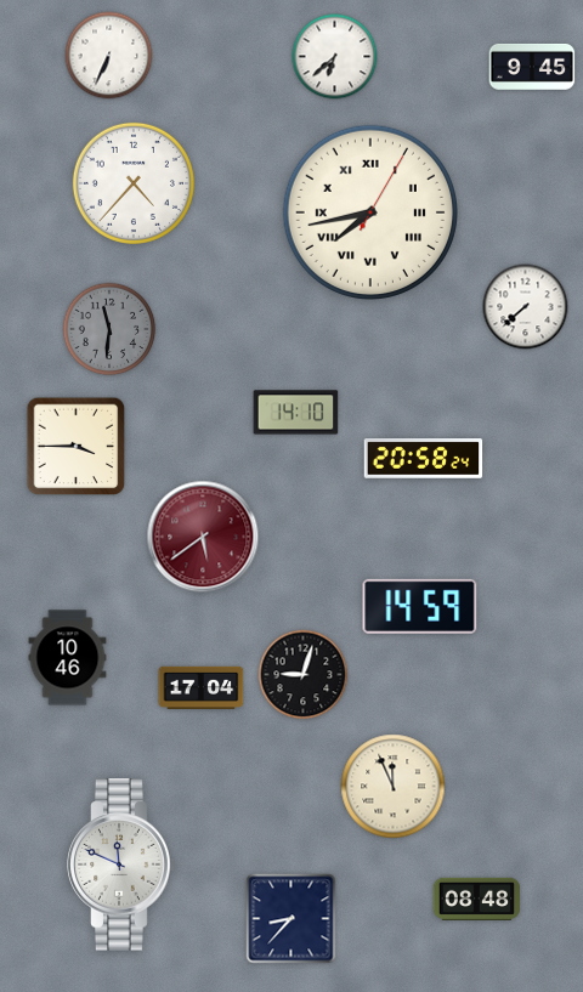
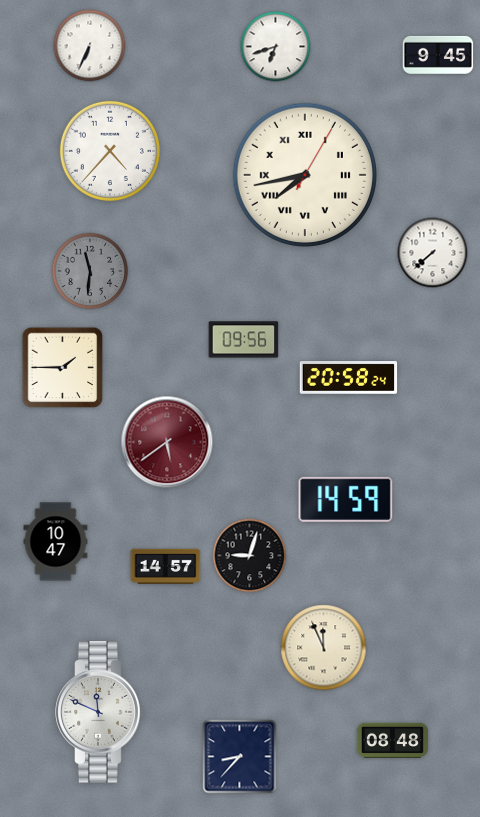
clock at (335, 57): 6:38 -> 6:42
clock at (296, 413): 14:10 -> 09:56
clock at (77, 447): 3:45 -> 1:45
clock at (68, 658): 10:46 -> 10:47
clock at (202, 687): 17:04 -> 14:57
